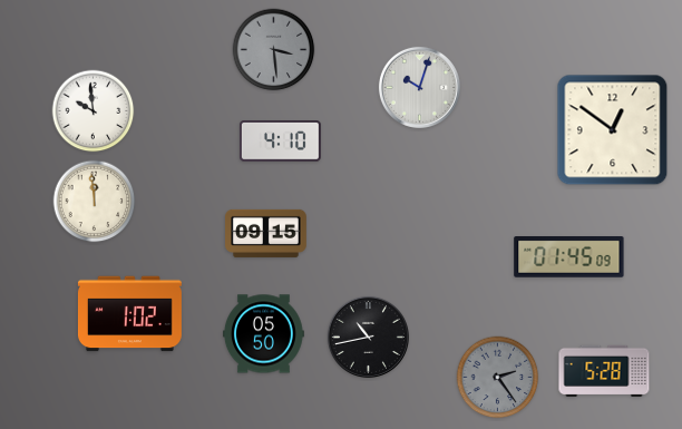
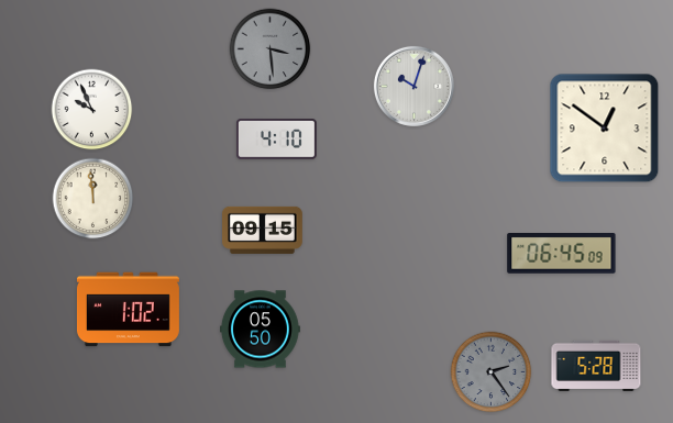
clock at (94, 111): 9:59 -> 9:56
clock at (569, 257): 01:45 -> 06:45
clock at (368, 337): 10:43 -> none
